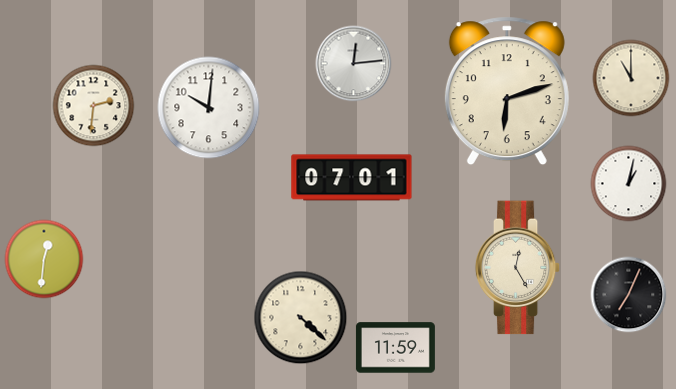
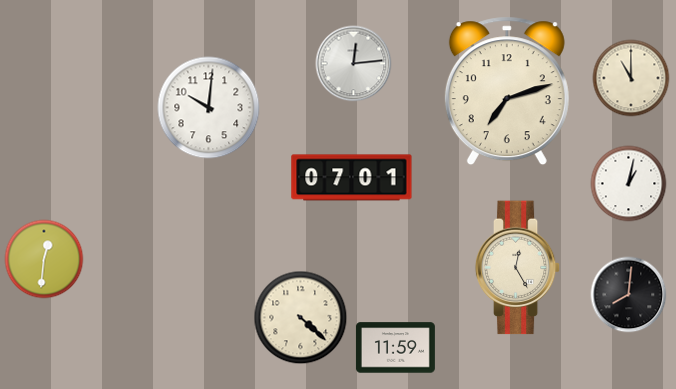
clock at (507, 91): 6:12 -> 7:12
clock at (94, 106): 2:31 -> none
clock at (629, 295): 7:04 -> 8:01
